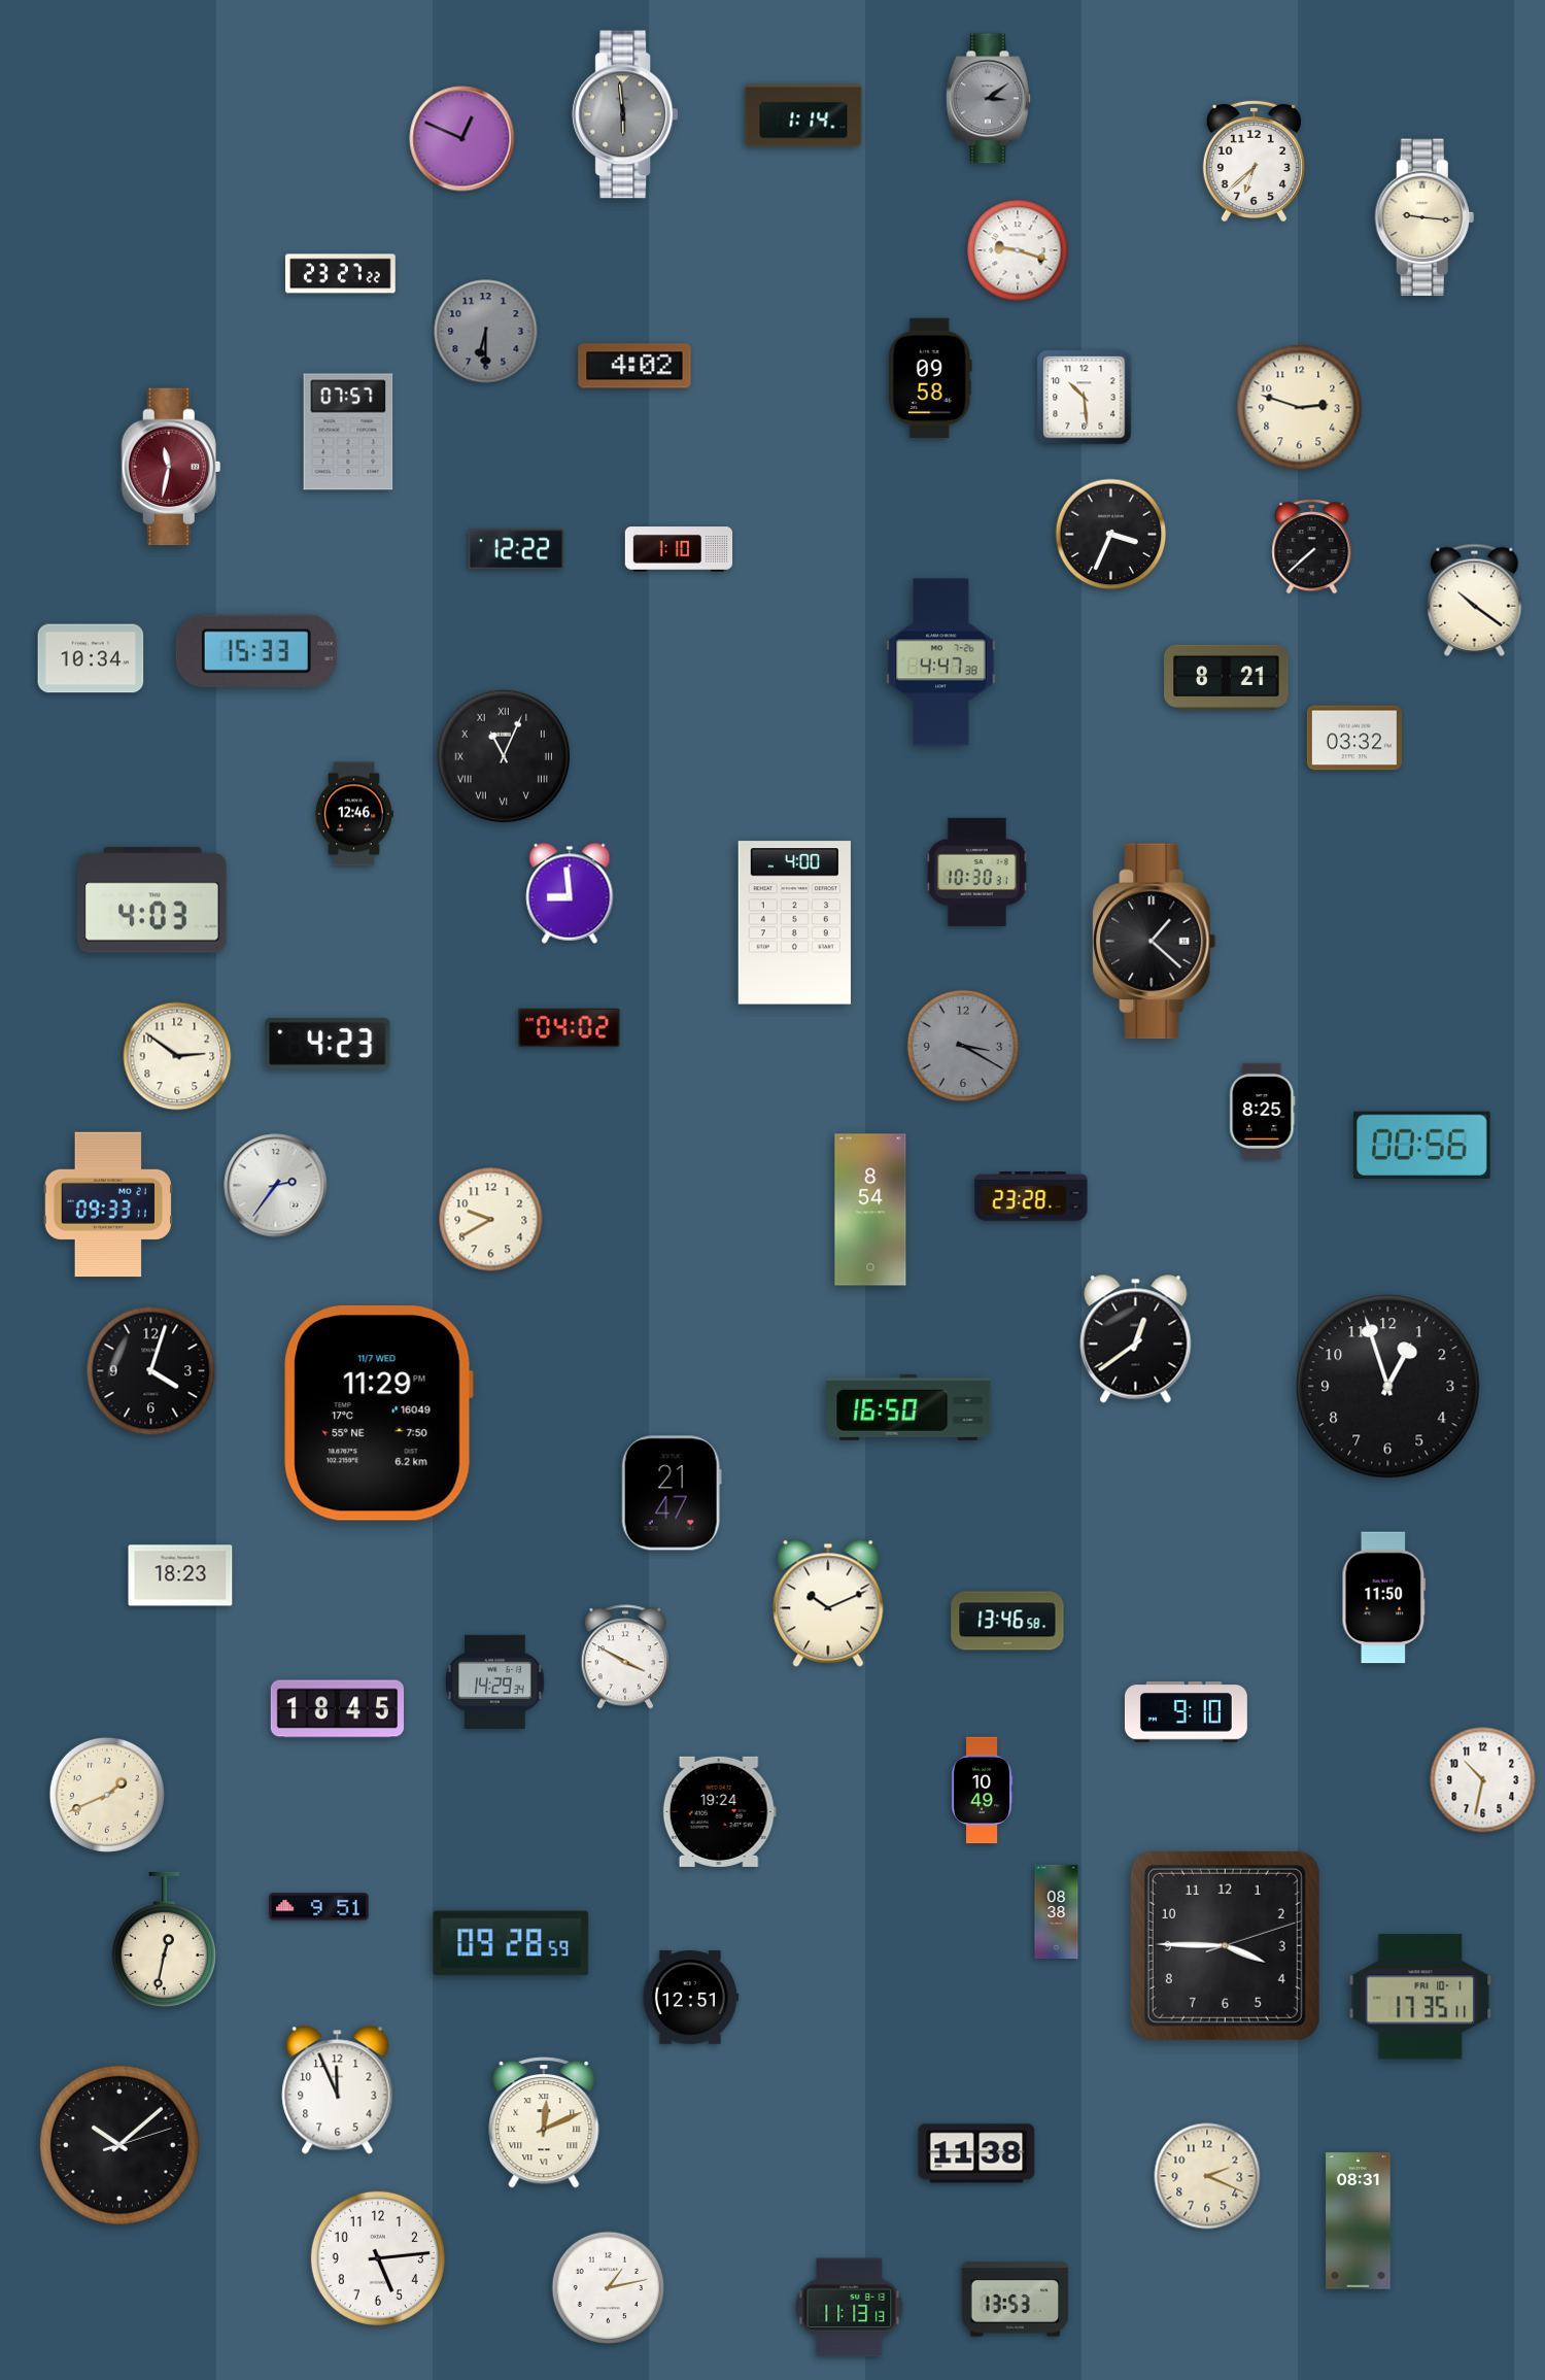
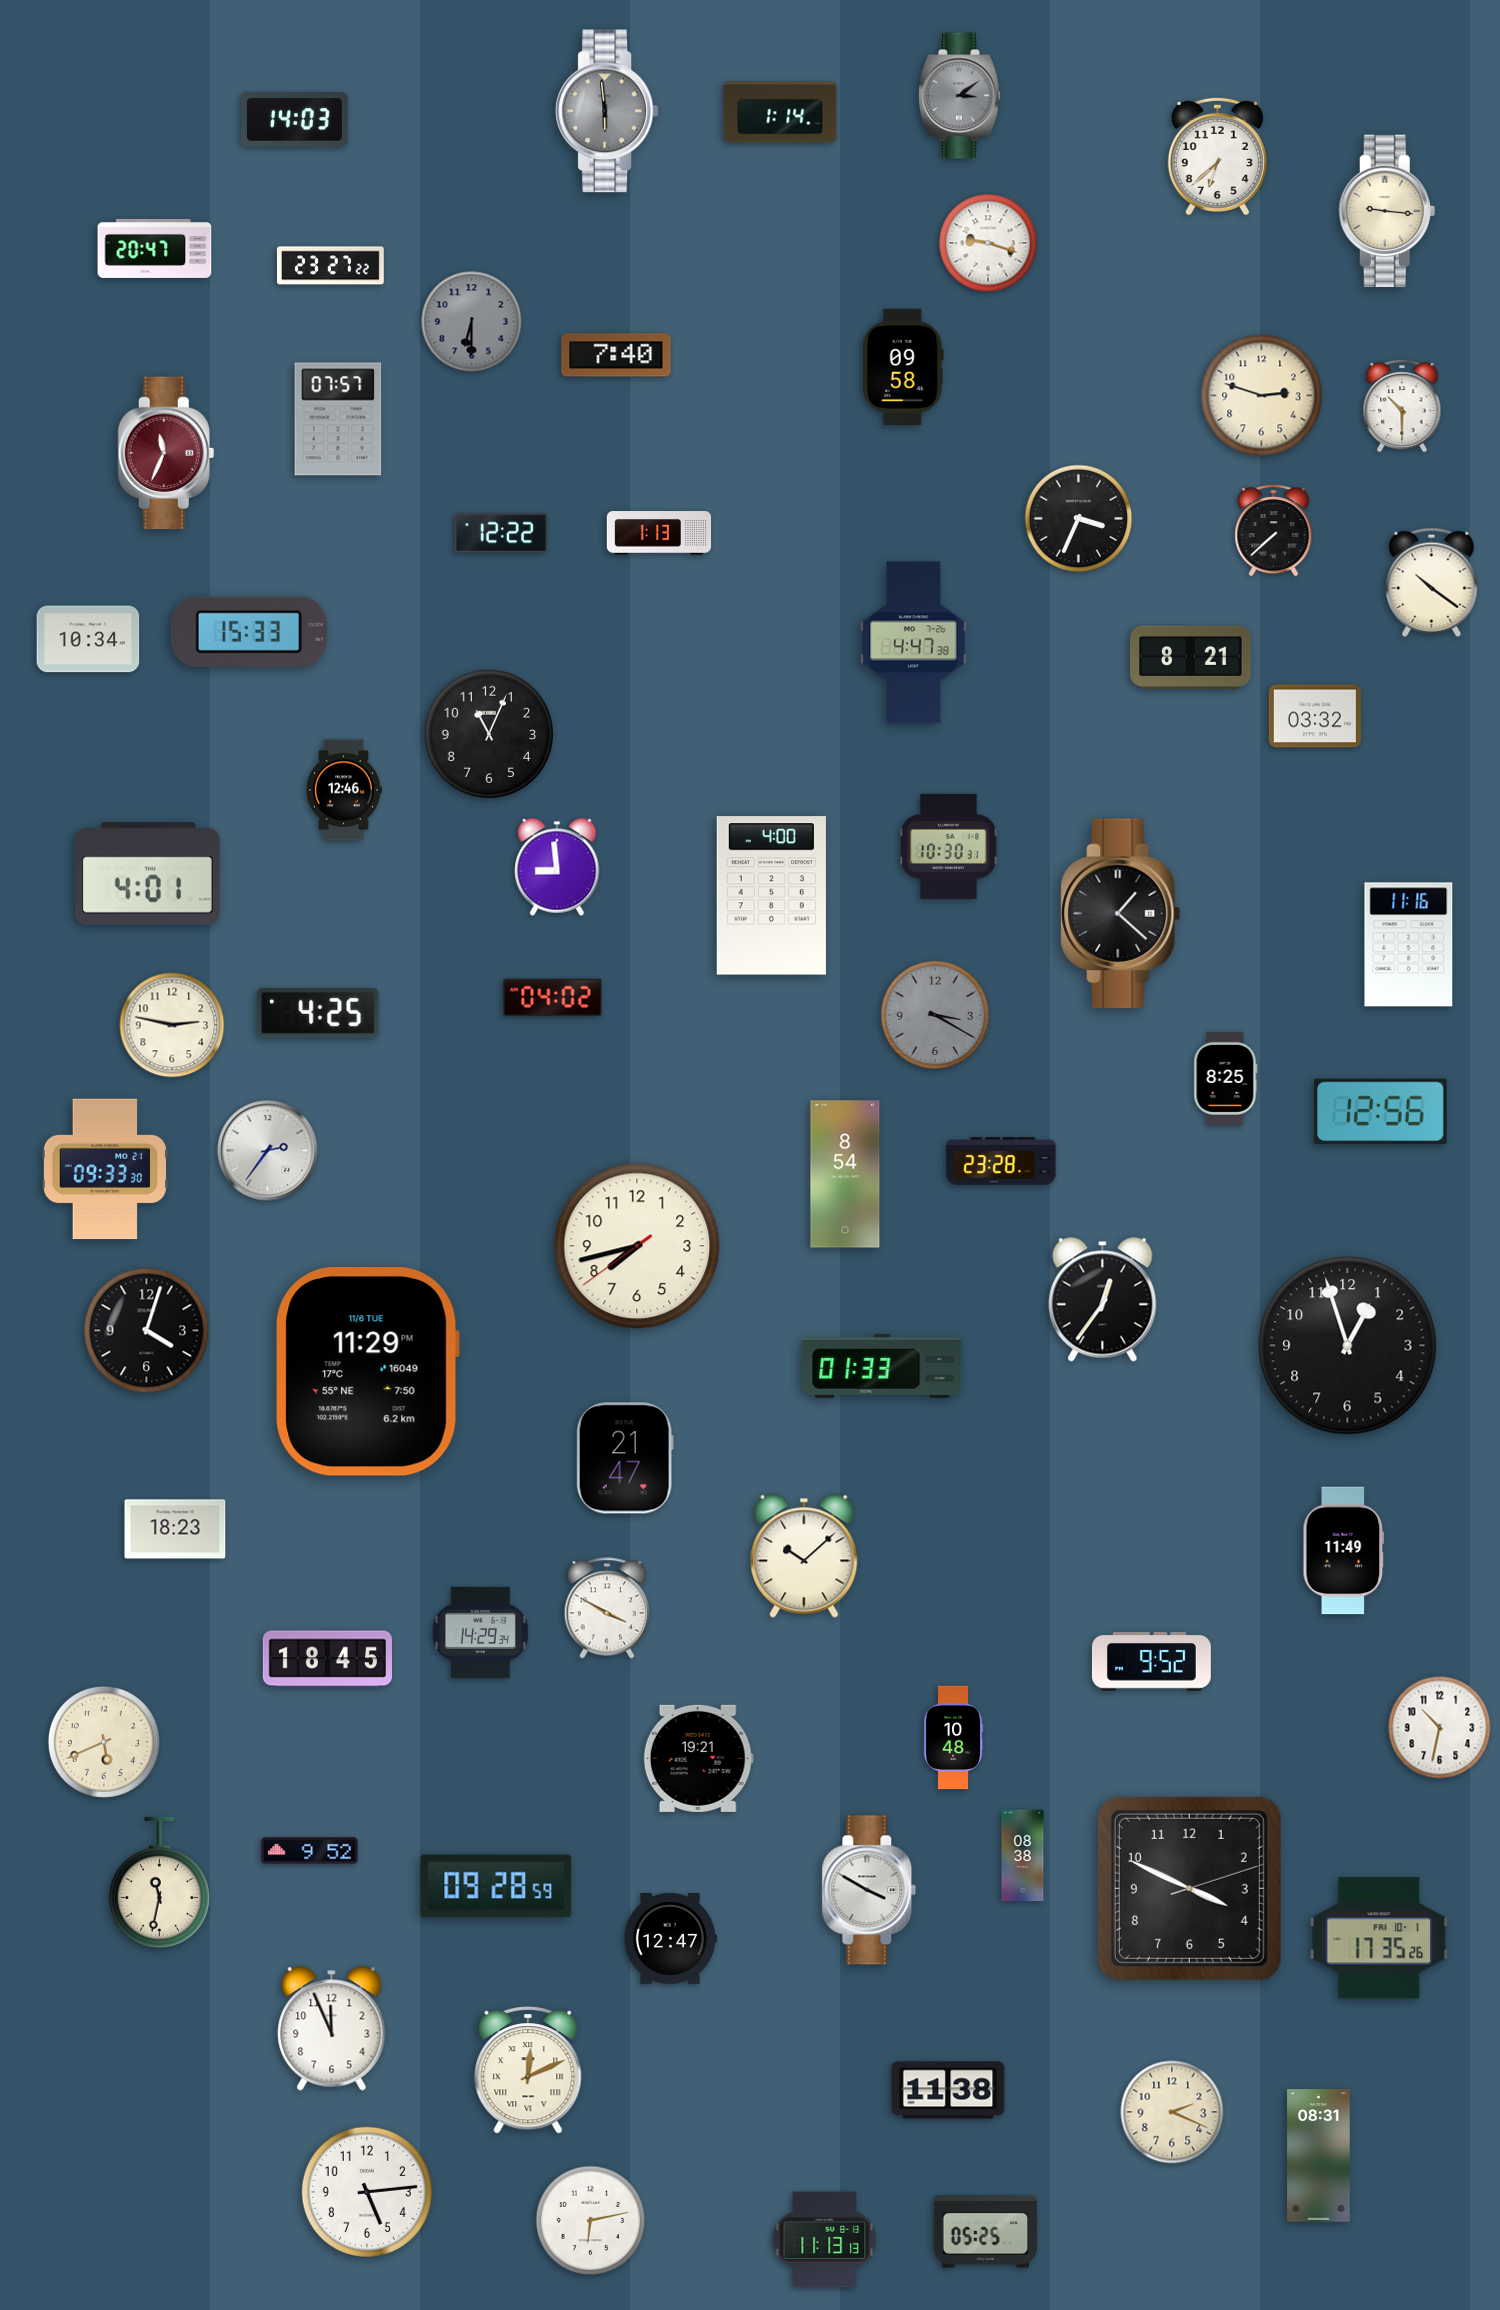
clock at (295, 120): none -> 14:03
clock at (462, 139): 12:49 -> none
clock at (1424, 217) position: (1424, 217) -> (1387, 211)
clock at (155, 248): none -> 20:47
clock at (634, 366): 4:02 -> 7:40
clock at (1085, 398): 10:29 -> none
clock at (1402, 406): none -> 10:30
clock at (171, 467): 11:32 -> 11:34
clock at (679, 549): 1:10 -> 1:13
clock at (504, 756) numerals: Roman -> Arabic
clock at (570, 893) position: (570, 893) -> (557, 867)
clock at (151, 900): 4:03 -> 4:01
clock at (1409, 945): none -> 11:16
clock at (328, 1044): 4:23 -> 4:25
clock at (177, 1056): 2:51 -> 2:47
clock at (1422, 1146): 00:56 -> 12:56
clock at (108, 1204): 09:33:11 -> 09:33:30
clock at (491, 1220): 9:40 -> none
clock at (637, 1246): none -> 7:42
clock at (1136, 1339): 12:39 -> 12:36
clock at (908, 1407): 16:50 -> 01:33
clock at (378, 1414) date: 11/7 WED -> 11/6 TUE
clock at (672, 1493) position: (672, 1493) -> (625, 1458)
clock at (1384, 1598): 11:50 -> 11:49
clock at (828, 1603): 10:11 -> 10:08
clock at (1007, 1621): 13:46 -> none
clock at (1186, 1712): 9:10 -> 9:52
clock at (982, 1791): 10:49 -> 10:48
clock at (107, 1795): 1:41 -> 5:41
clock at (719, 1811): 19:24 -> 19:21
clock at (319, 1907): 9:51 -> 9:52
clock at (1057, 1912) position: (1057, 1912) -> (1023, 1856)
clock at (164, 1939): 12:32 -> 11:32
clock at (1225, 1945): 3:45 -> 3:49
clock at (869, 1890): none -> 3:50
clock at (1420, 1997): 17:35:11 -> 17:35:26
clock at (690, 1998): 12:51 -> 12:47
clock at (338, 2090) position: (338, 2090) -> (332, 2029)
clock at (544, 2122) position: (544, 2122) -> (528, 2070)
clock at (119, 2145): 10:08 -> none
clock at (609, 2288): 1:13 -> 6:13
clock at (1016, 2300): 13:53 -> 05:25
